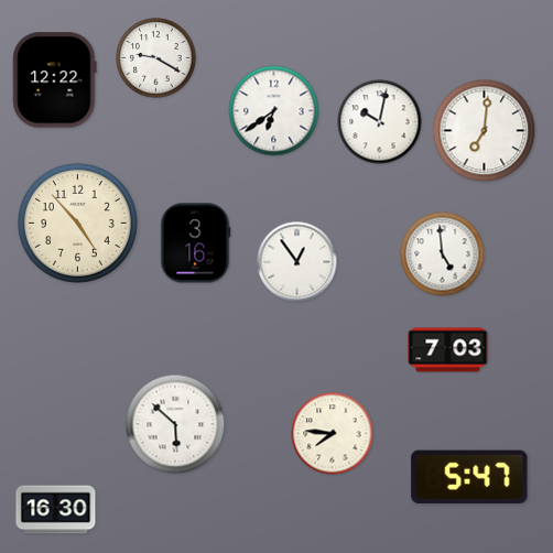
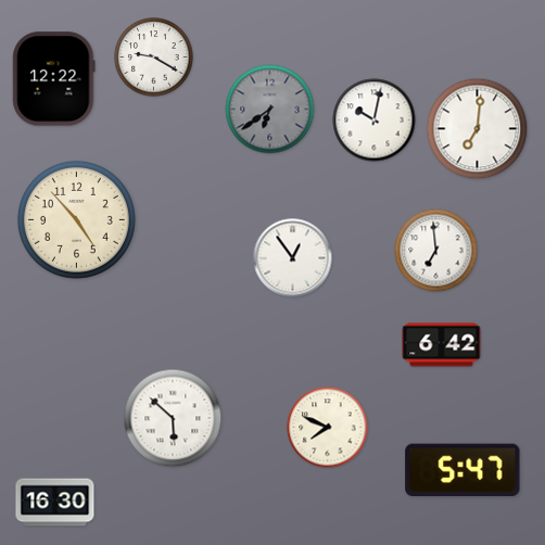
clock at (274, 111) dial: white -> grey
clock at (195, 243): 3:16 -> none
clock at (443, 254): 4:59 -> 6:59
clock at (448, 350): 7:03 -> 6:42
clock at (333, 434): 7:46 -> 7:49
